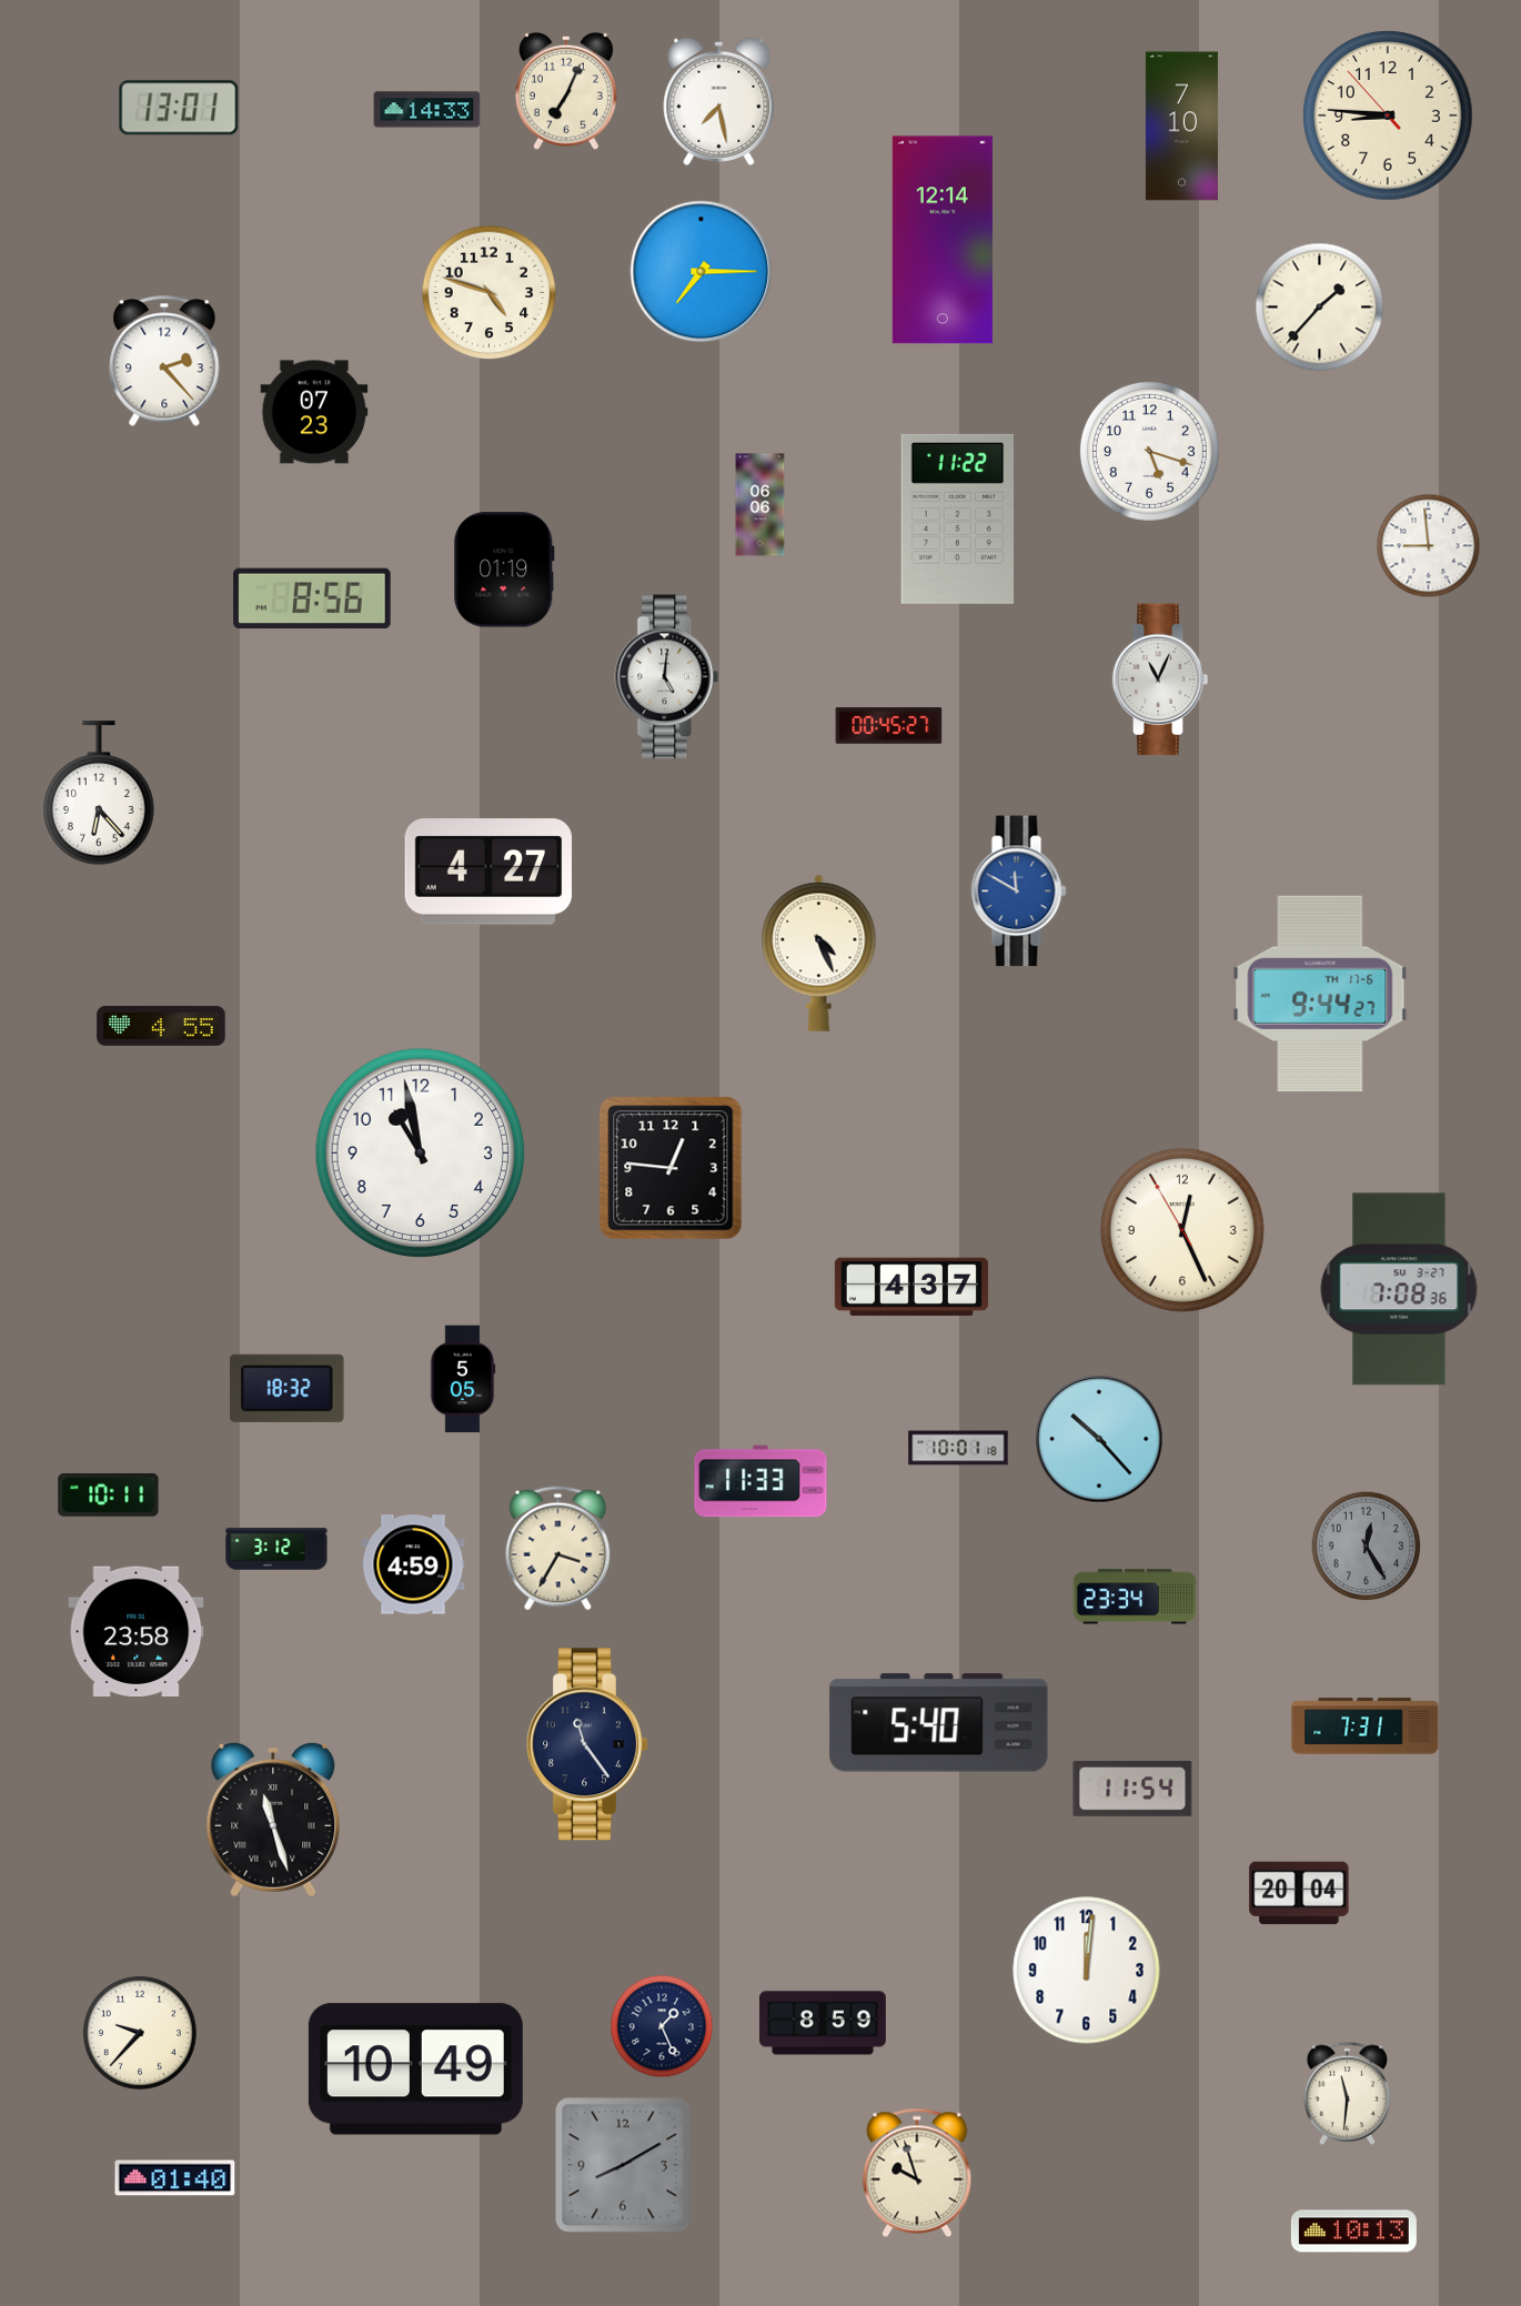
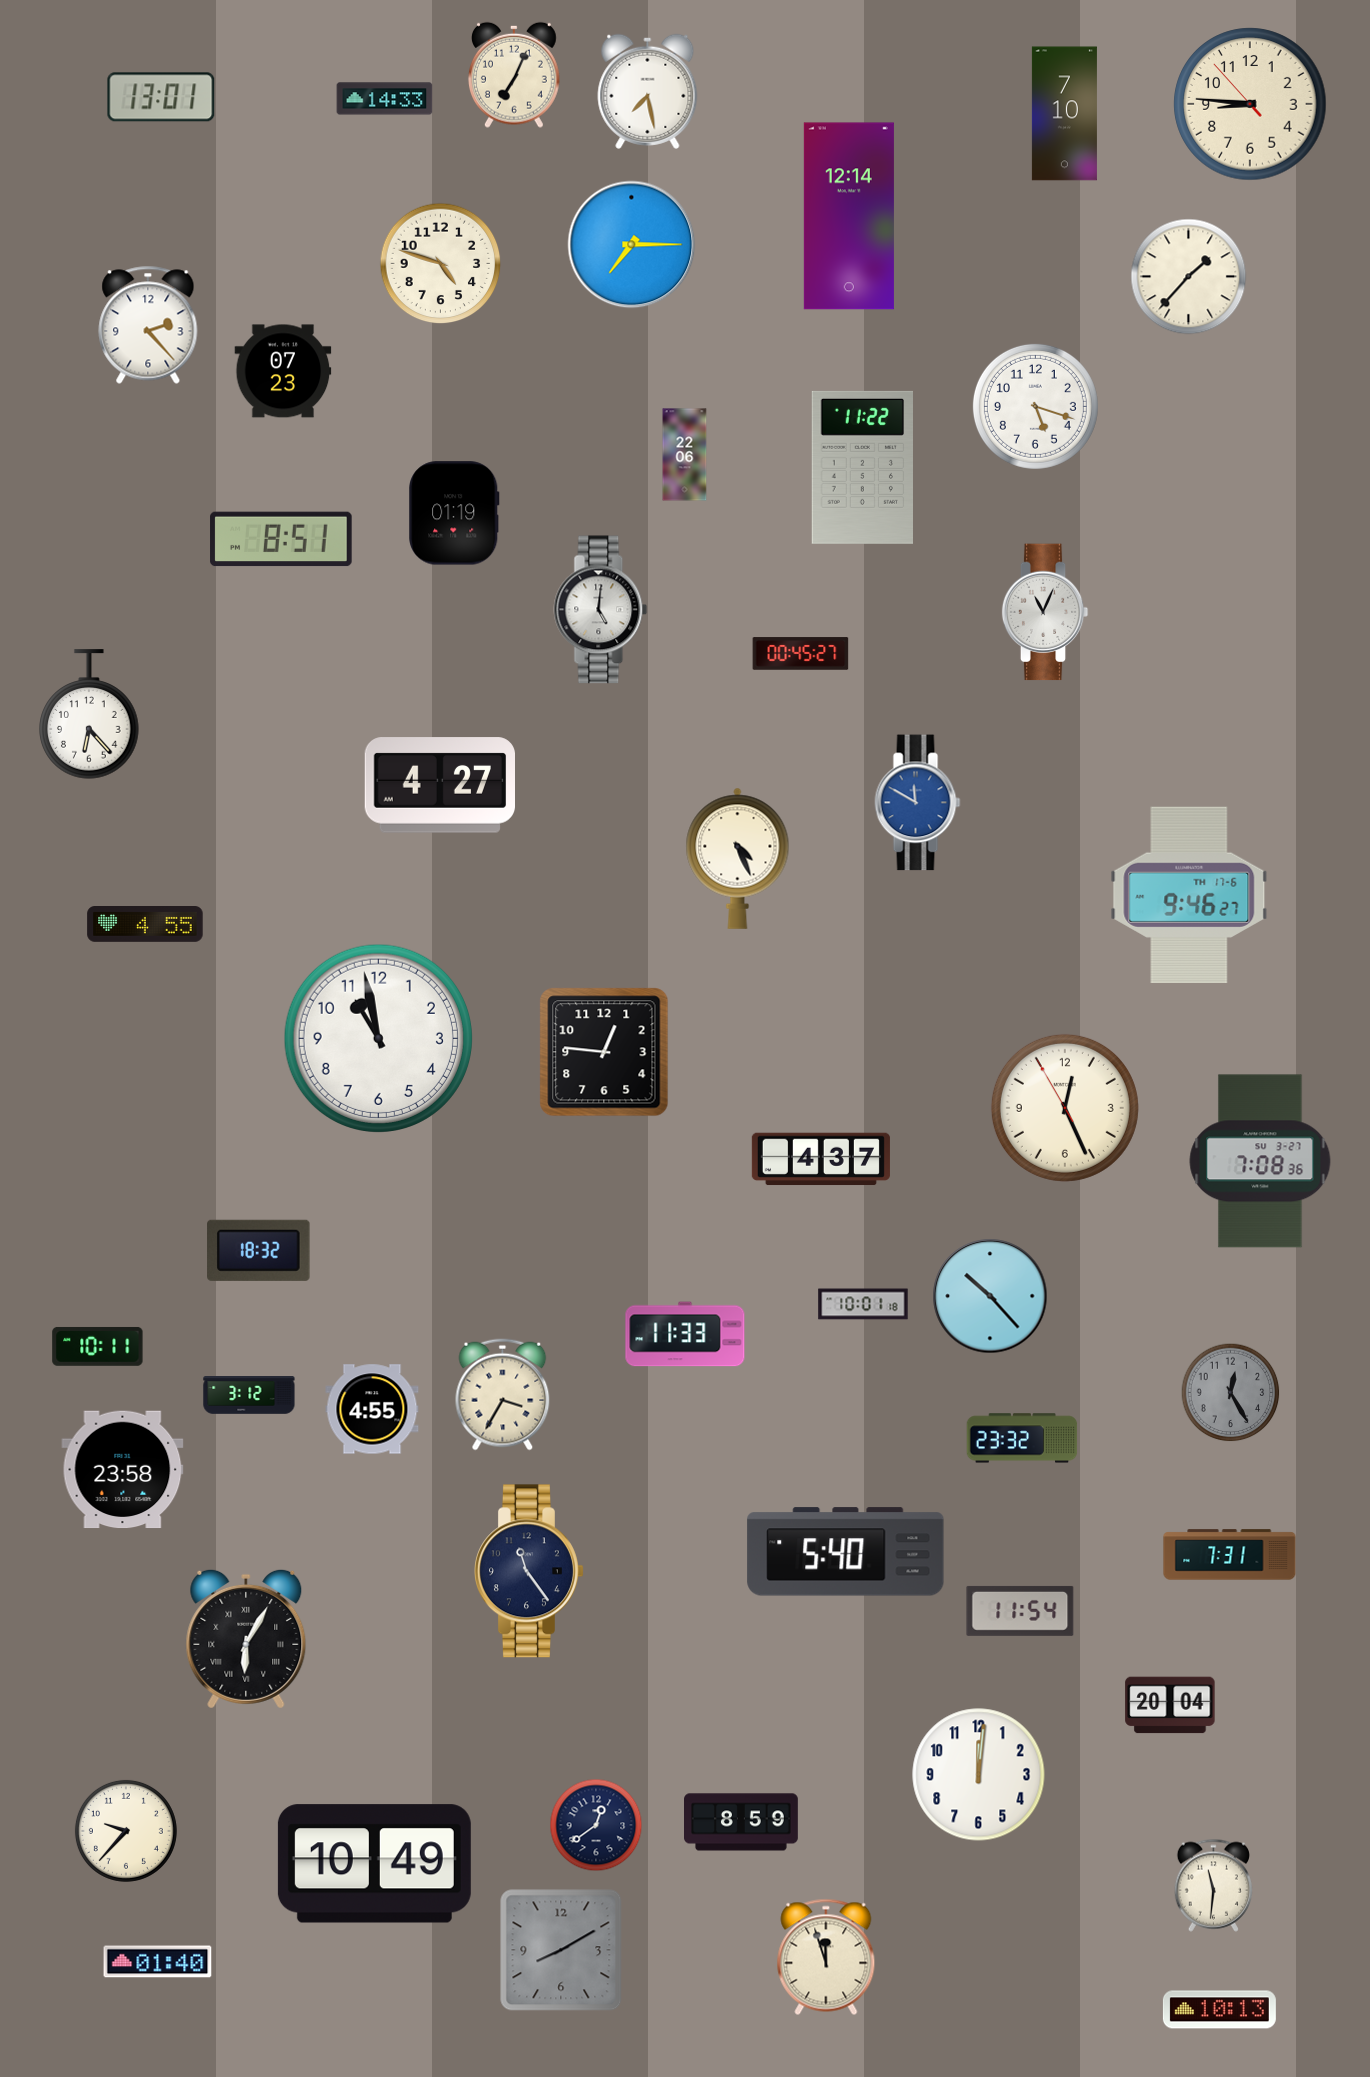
clock at (566, 91) position: (566, 91) -> (514, 75)
clock at (760, 505): 06:06 -> 22:06
clock at (1429, 546): 8:59 -> none
clock at (312, 598): 8:56 -> 8:51
clock at (1320, 993): 9:44 -> 9:46
clock at (463, 1379): 5:05 -> none
clock at (413, 1564): 4:59 -> 4:55
clock at (1135, 1597): 23:34 -> 23:32
clock at (273, 1820): 11:27 -> 6:05
clock at (662, 2026): 1:26 -> 12:39
clock at (917, 2173): 9:57 -> 11:57
